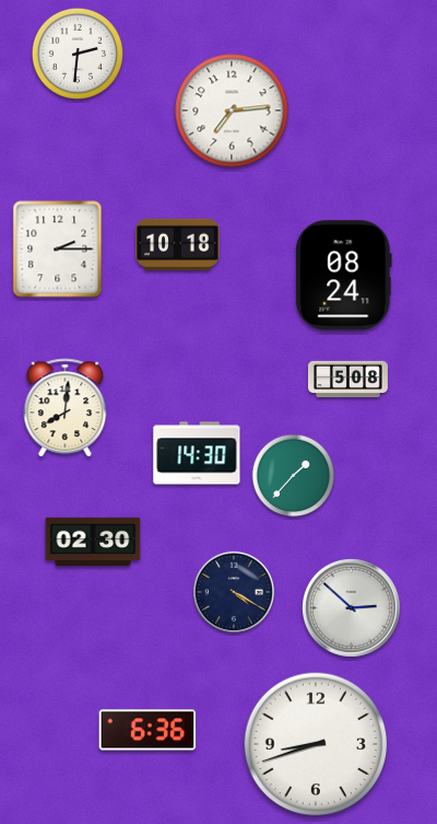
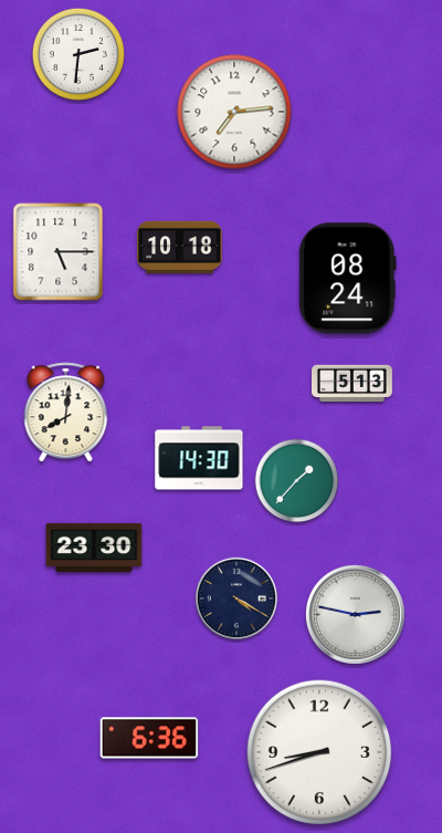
clock at (58, 249): 2:15 -> 5:15
clock at (347, 380): 5:08 -> 5:13
clock at (93, 541): 02:30 -> 23:30
clock at (351, 607): 2:52 -> 2:47
